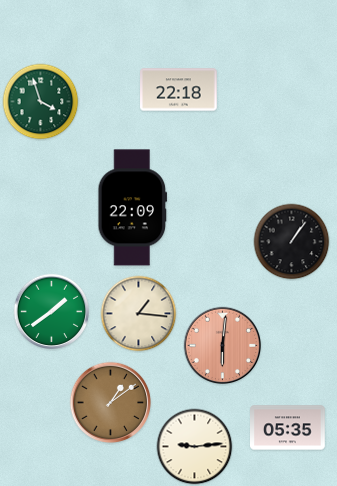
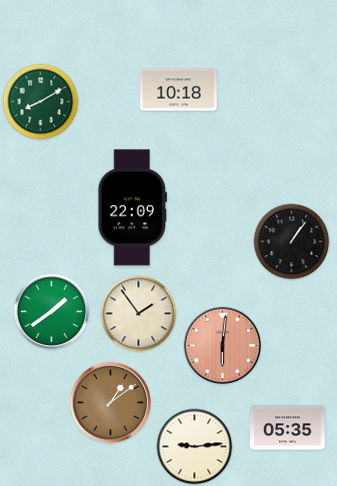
clock at (179, 90): 22:18 -> 10:18
clock at (41, 102): 3:57 -> 8:10
clock at (139, 314): 1:16 -> 1:54
